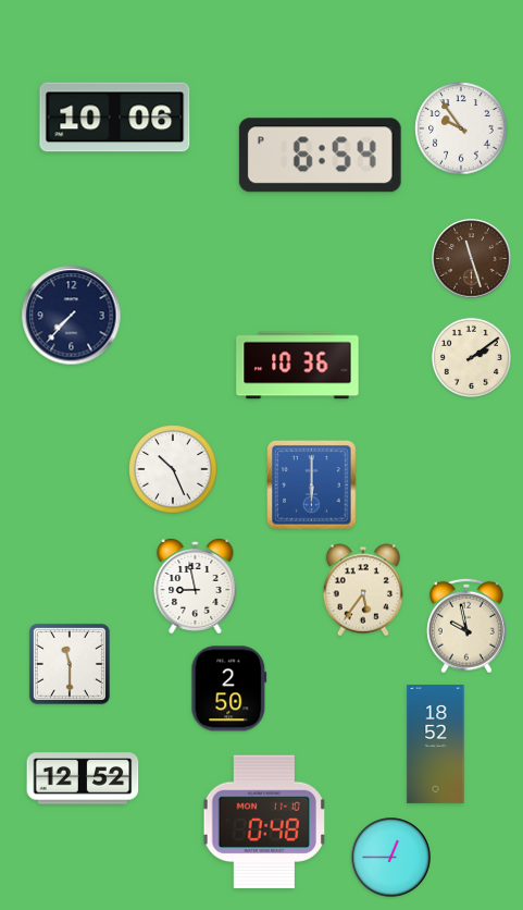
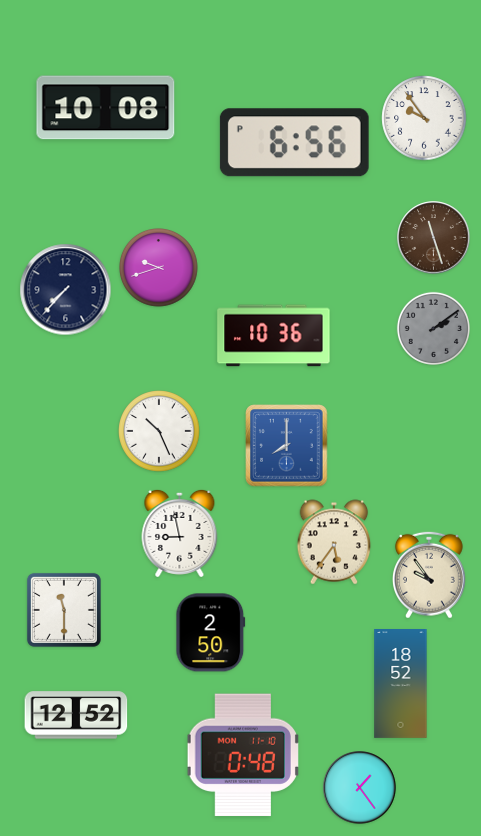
clock at (115, 118): 10:06 -> 10:08
clock at (320, 156): 6:54 -> 6:56
clock at (159, 268): none -> 9:42
clock at (471, 357) dial: cream -> grey
clock at (312, 485): 6:00 -> 8:00
clock at (196, 586) position: (196, 586) -> (180, 533)
clock at (466, 626): 9:58 -> 9:54
clock at (391, 858): 12:45 -> 1:24
